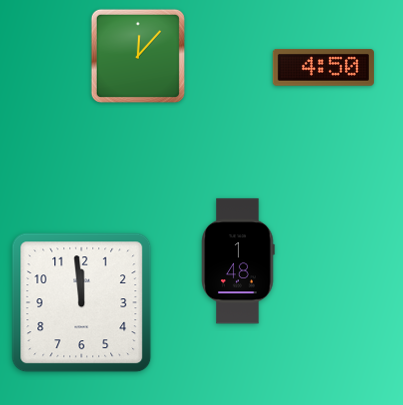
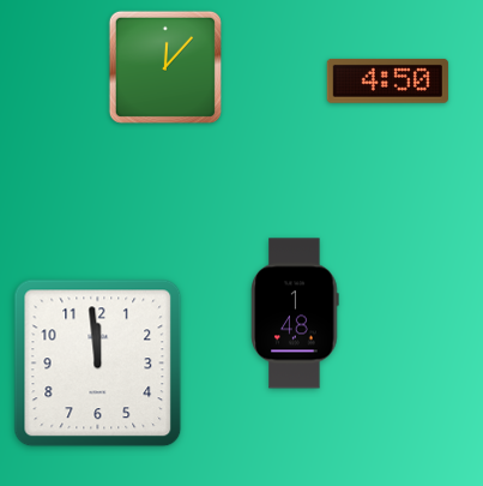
clock at (238, 261) position: (238, 261) -> (295, 313)
